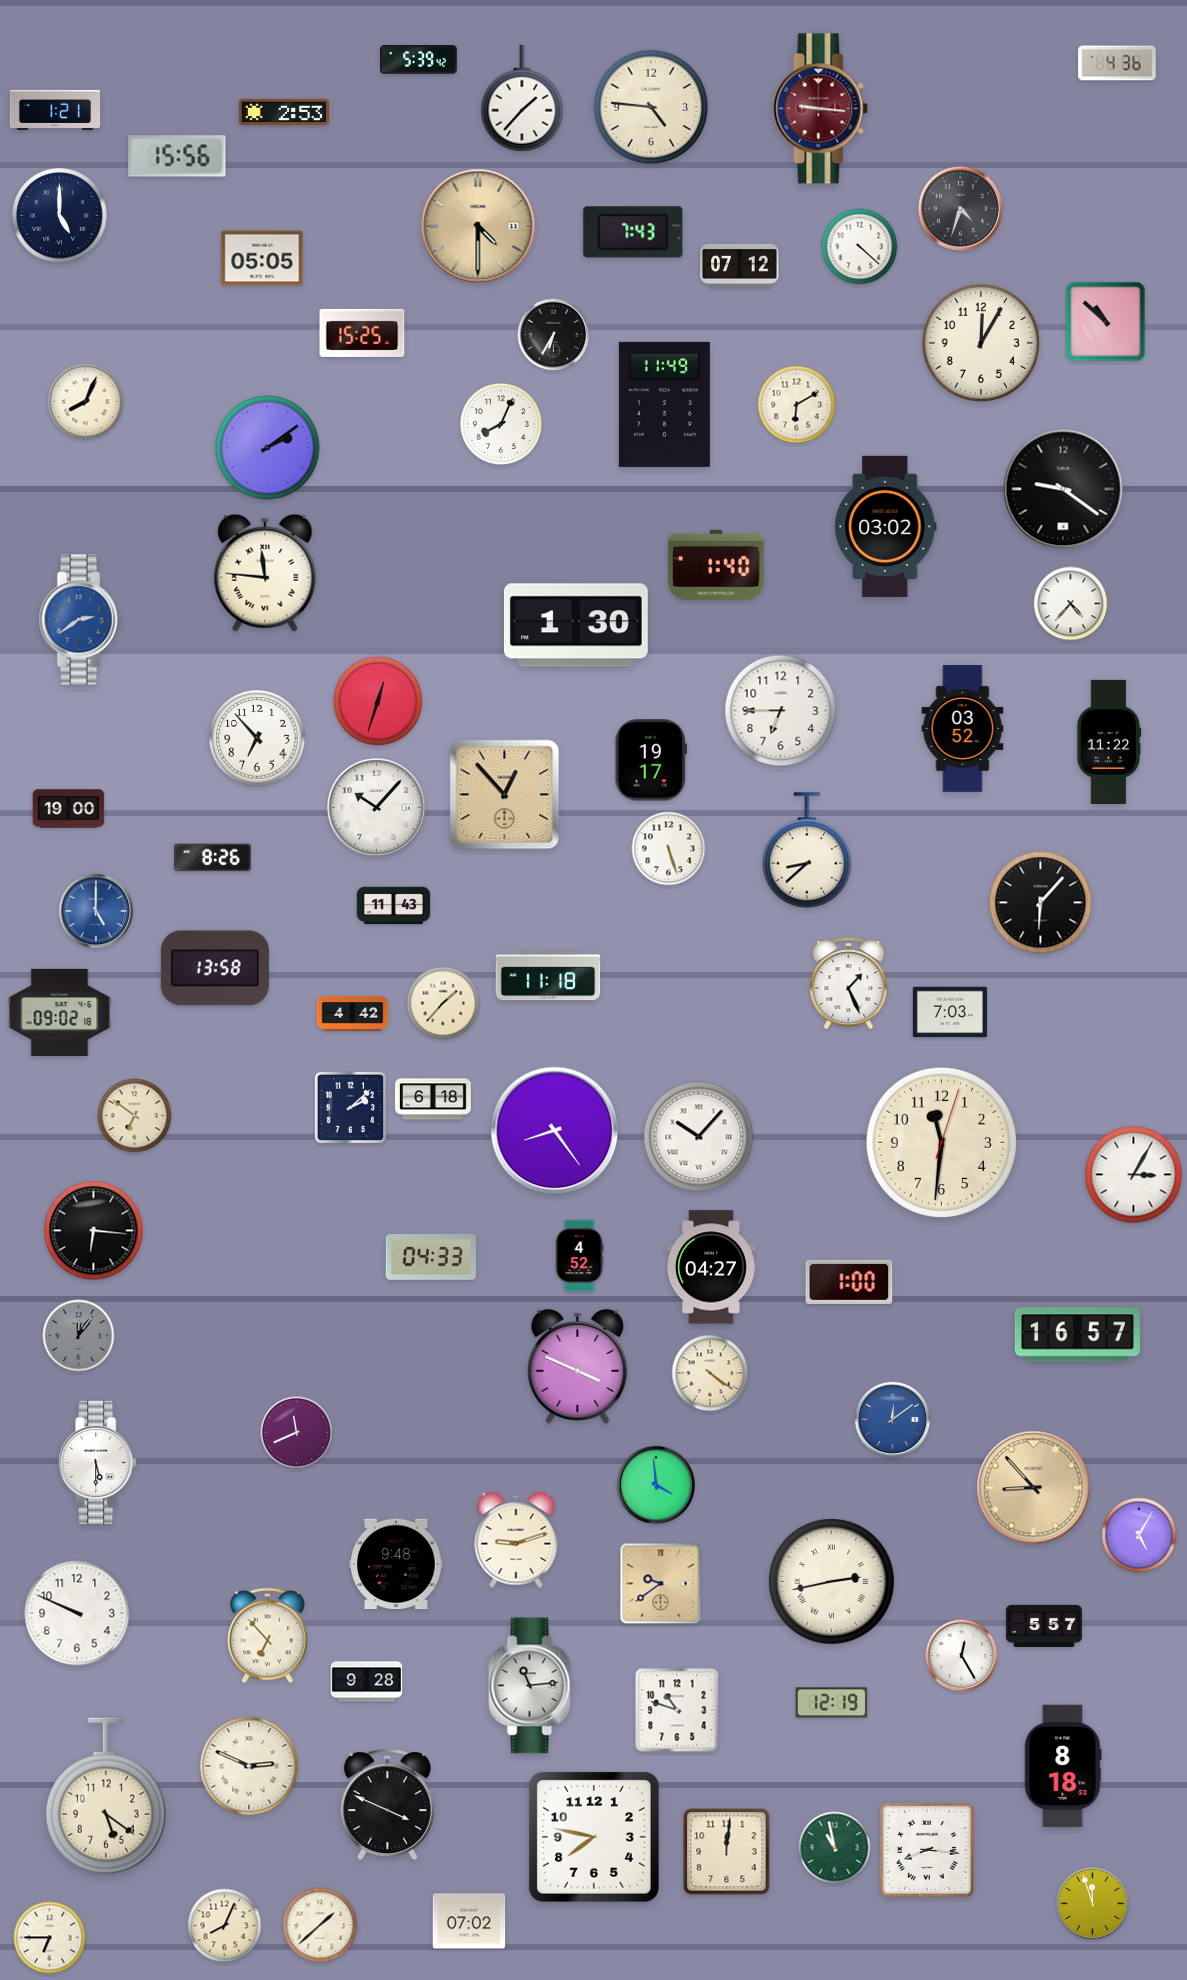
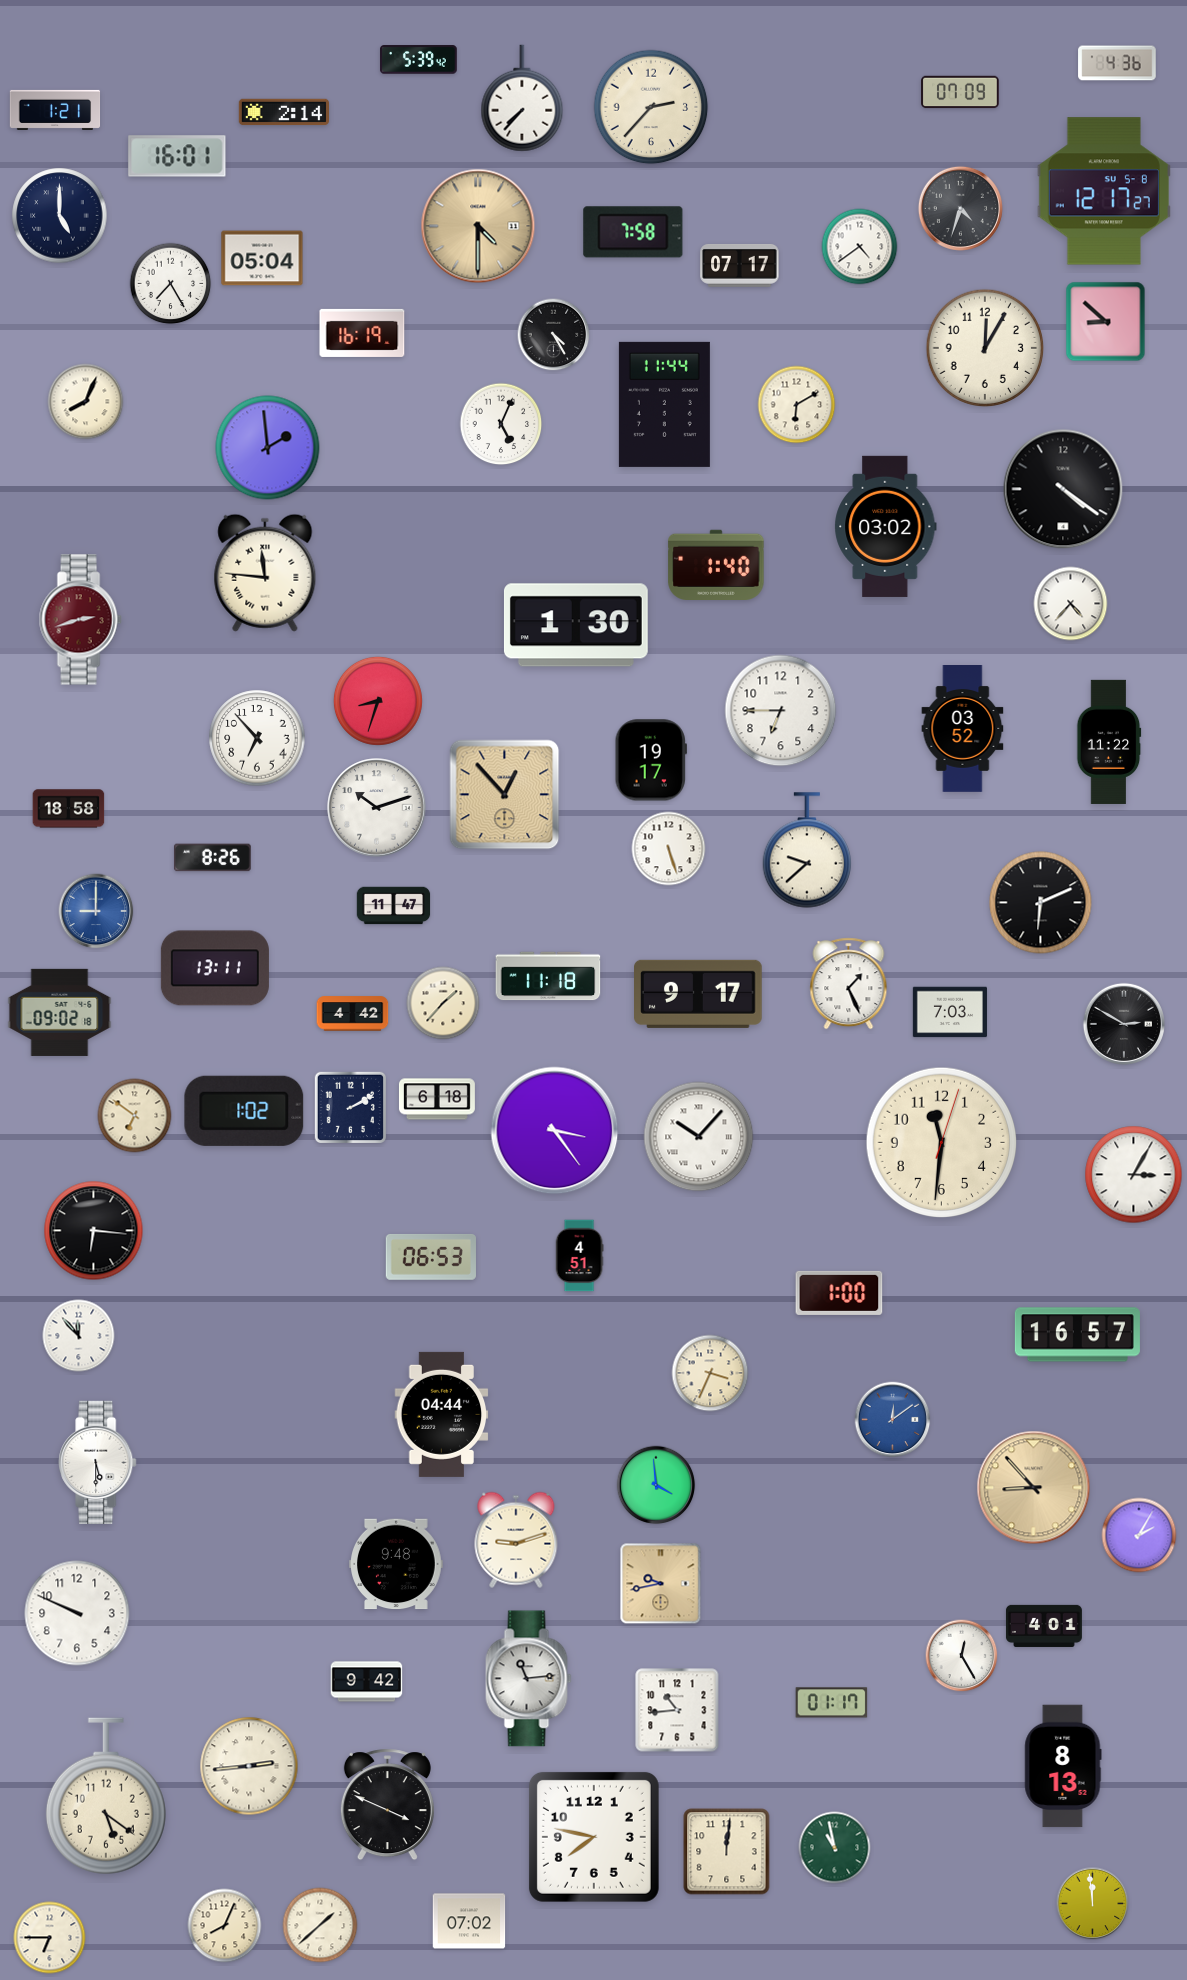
clock at (960, 92): none -> 07:09
clock at (522, 98): 1:37 -> 7:37
clock at (651, 107): 4:46 -> 2:37
clock at (821, 109): 9:16 -> none
clock at (283, 112): 2:53 -> 2:14
clock at (177, 156): 15:56 -> 16:01
clock at (1104, 191): none -> 12:17
clock at (633, 232): 7:43 -> 7:58
clock at (860, 247): 4:22 -> 4:39
clock at (262, 258): 05:05 -> 05:04
clock at (740, 265): 07:12 -> 07:17
clock at (171, 284): none -> 7:25
clock at (1106, 322): 10:52 -> 8:52
clock at (362, 333): 15:25 -> 16:19
clock at (554, 335): 6:35 -> 4:25
clock at (980, 342) position: (980, 342) -> (984, 347)
clock at (664, 404): 11:49 -> 11:44
clock at (501, 424): 8:04 -> 5:04
clock at (268, 448): 2:09 -> 1:59
clock at (1063, 489): 9:21 -> 4:21
clock at (80, 620): 2:39 -> 2:42
clock at (80, 620) dial: blue -> burgundy
clock at (378, 701): 12:33 -> 8:33
clock at (377, 808): 10:07 -> 10:12
clock at (69, 809): 19:00 -> 18:58
clock at (807, 850): 8:38 -> 9:38
clock at (1041, 903): 6:07 -> 6:11
clock at (394, 906): 11:43 -> 11:47
clock at (96, 911): 5:00 -> 9:00
clock at (215, 968): 13:58 -> 13:11
clock at (699, 994): none -> 9:17
clock at (1123, 1023): none -> 2:50
clock at (433, 1099) position: (433, 1099) -> (437, 1099)
clock at (350, 1107): 2:08 -> 2:10
clock at (244, 1111): none -> 1:02
clock at (555, 1131): 8:24 -> 3:24
clock at (579, 1256): 4:52 -> 4:51
clock at (431, 1257): 04:33 -> 06:53
clock at (711, 1267): 04:27 -> none
clock at (849, 1282) position: (849, 1282) -> (839, 1293)
clock at (79, 1336): 12:06 -> 11:53
clock at (79, 1336) dial: grey -> white
clock at (578, 1366): 3:49 -> none
clock at (710, 1373): 4:21 -> 3:34
clock at (442, 1414): none -> 04:44
clock at (297, 1433): 11:41 -> none
clock at (1139, 1535): 5:05 -> 2:05
clock at (831, 1581): 2:43 -> none
clock at (661, 1584): 9:39 -> 9:43
clock at (1044, 1626): 5:57 -> 4:01
clock at (268, 1636): 6:53 -> none
clock at (367, 1682): 9:28 -> 9:42
clock at (532, 1686) position: (532, 1686) -> (529, 1679)
clock at (832, 1703): 12:19 -> 01:17
clock at (677, 1710): 10:48 -> 10:44
clock at (249, 1766): 2:49 -> 2:44
clock at (1063, 1766): 8:18 -> 8:13
clock at (928, 1851): 8:16 -> none
clock at (1093, 1904): 11:57 -> 11:59
